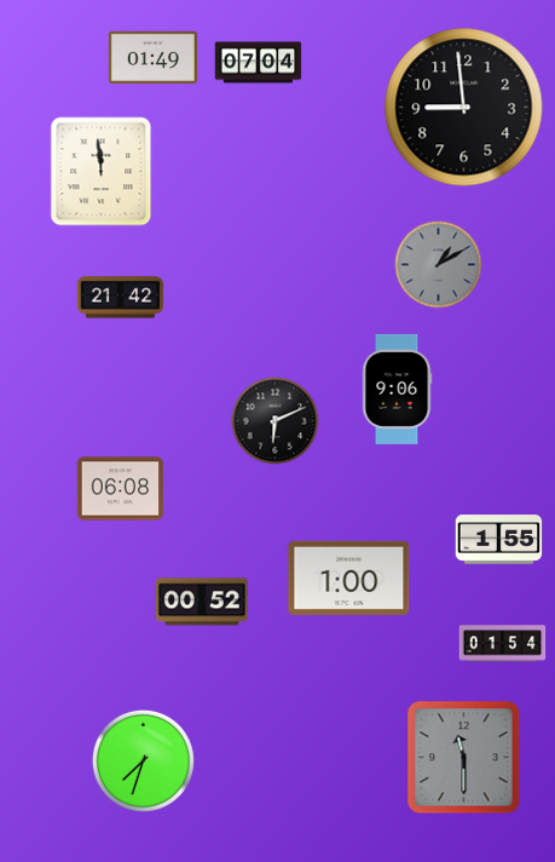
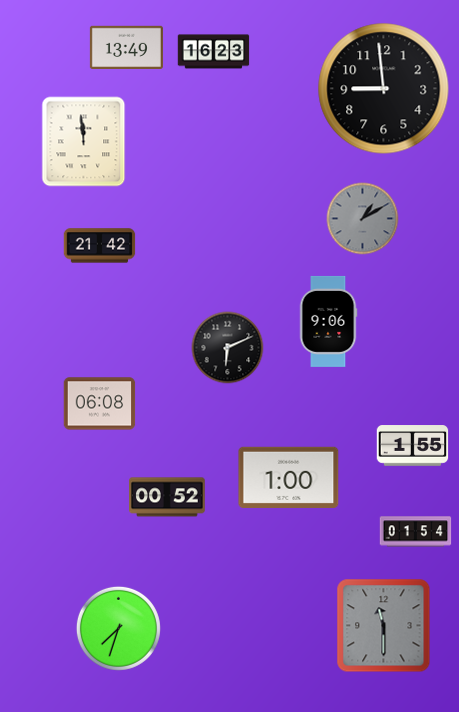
clock at (152, 57): 01:49 -> 13:49
clock at (259, 63): 07:04 -> 16:23
